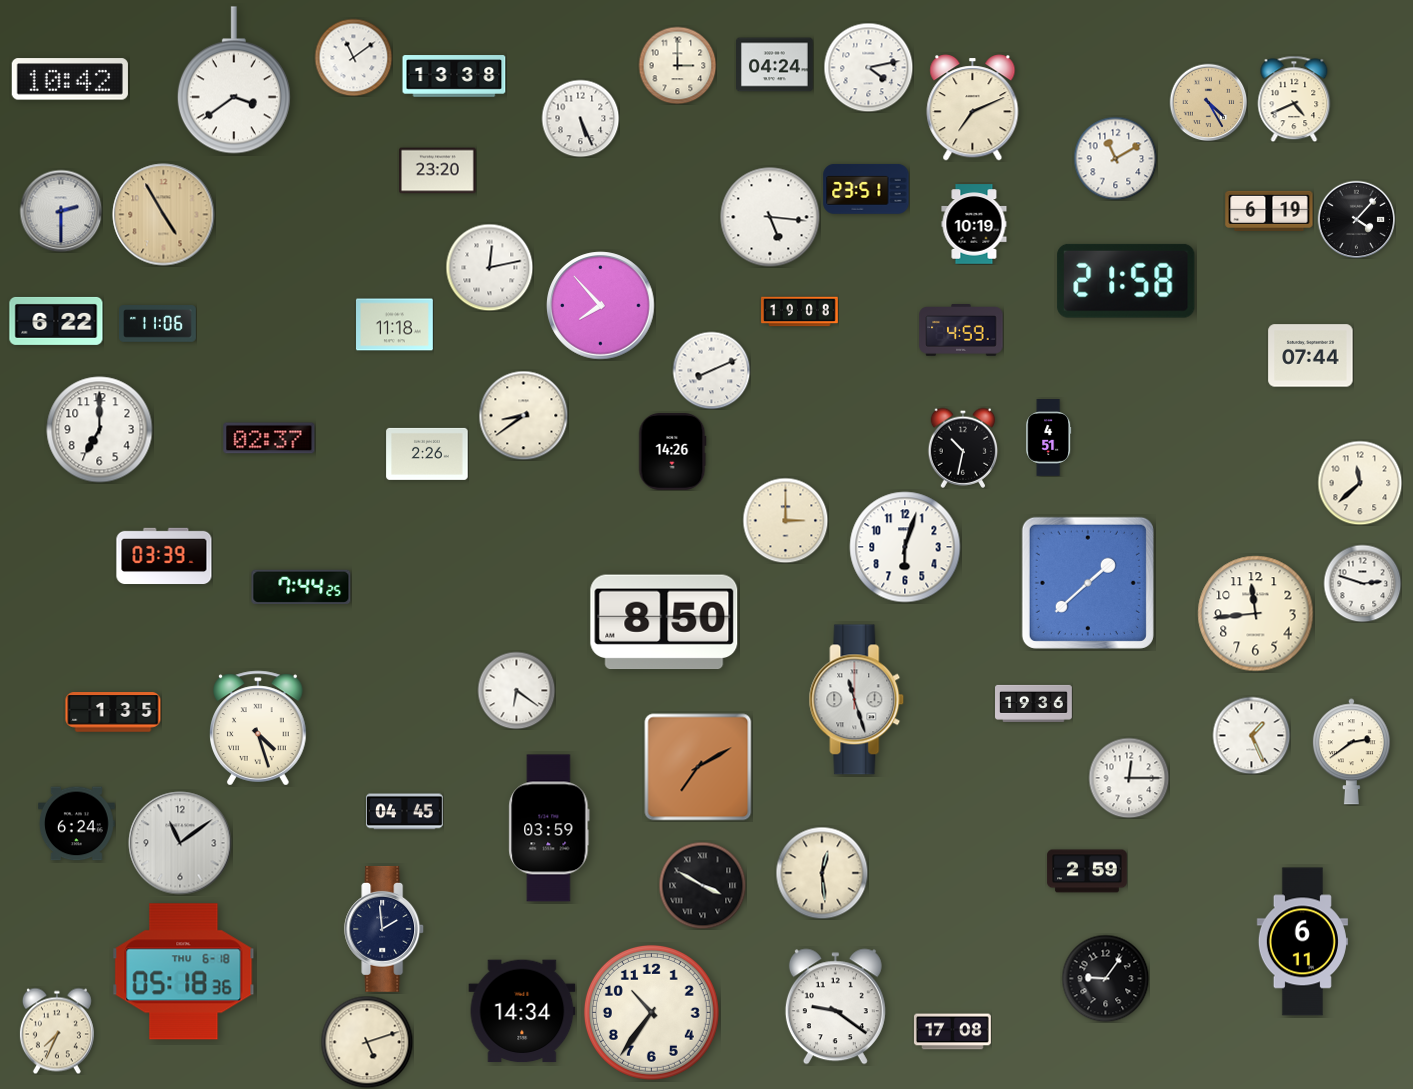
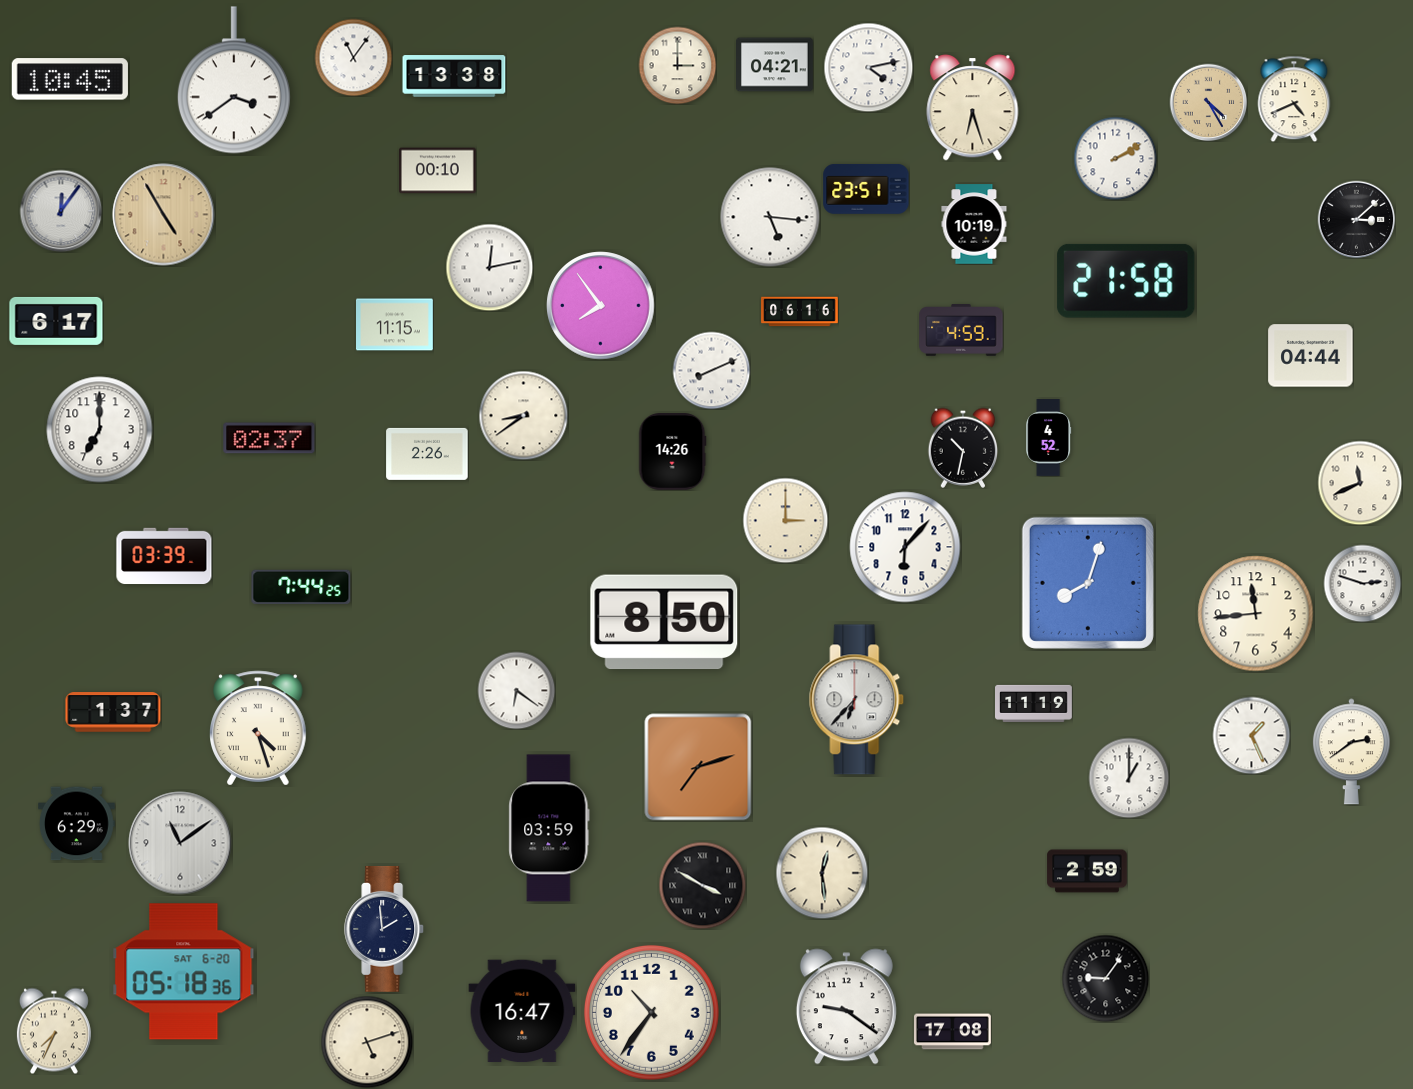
clock at (353, 57): 11:09 -> 11:06
clock at (775, 65): 04:24 -> 04:21
clock at (70, 79): 10:42 -> 10:45
clock at (973, 108): 7:11 -> 6:27
clock at (580, 118): 5:26 -> none
clock at (1115, 158): 11:10 -> 2:10
clock at (438, 171): 23:20 -> 00:10
clock at (61, 211): 2:30 -> 12:06
clock at (1269, 211): 6:19 -> none
clock at (1356, 219): 4:07 -> 3:08
clock at (601, 306): 7:53 -> 7:54
clock at (800, 312): 19:08 -> 06:16
clock at (56, 321): 6:22 -> 6:17
clock at (158, 324): 11:06 -> none
clock at (395, 325): 11:18 -> 11:15
clock at (1311, 356): 07:44 -> 04:44
clock at (1049, 438): 4:51 -> 4:52
clock at (1360, 483): 11:38 -> 11:41
clock at (905, 547): 6:03 -> 6:07
clock at (1088, 583): 1:38 -> 8:03
clock at (857, 700): 11:27 -> 6:37
clock at (1034, 703): 19:36 -> 11:19
clock at (113, 712): 1:35 -> 1:37
clock at (698, 767): 7:10 -> 7:12
clock at (1129, 778): 12:15 -> 1:00
clock at (405, 812): 04:45 -> none
clock at (77, 824): 6:24 -> 6:29
clock at (1302, 942): 6:11 -> none
clock at (184, 972) date: THU 6-18 -> SAT 6-20
clock at (835, 1007) position: (835, 1007) -> (846, 1007)
clock at (522, 1011): 14:34 -> 16:47
clock at (57, 1031) position: (57, 1031) -> (54, 1031)
